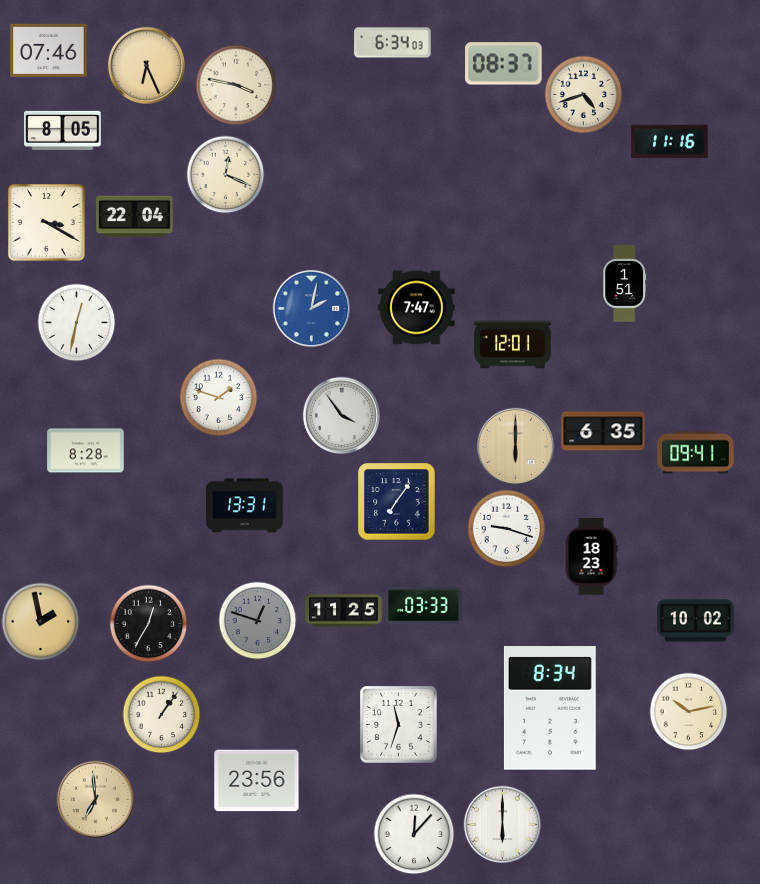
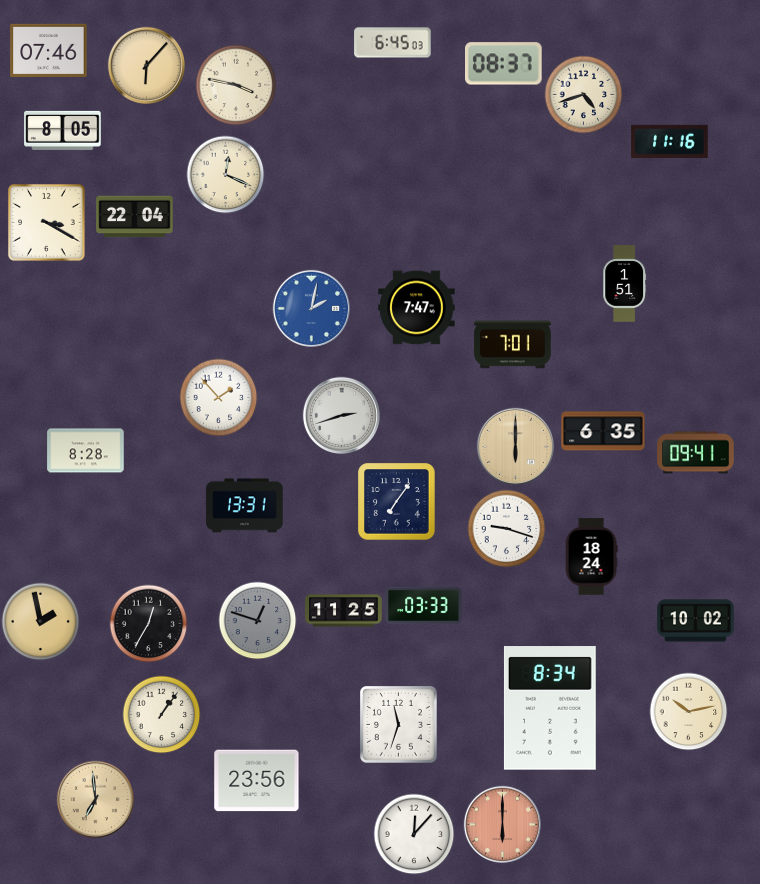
clock at (393, 43): 6:34 -> 6:45
clock at (146, 65): 6:26 -> 6:07
clock at (76, 322): 12:32 -> none
clock at (513, 345): 12:01 -> 7:01
clock at (218, 397): 1:48 -> 1:53
clock at (341, 415): 3:54 -> 2:42
clock at (591, 557): 18:23 -> 18:24
clock at (502, 824) dial: white -> salmon
